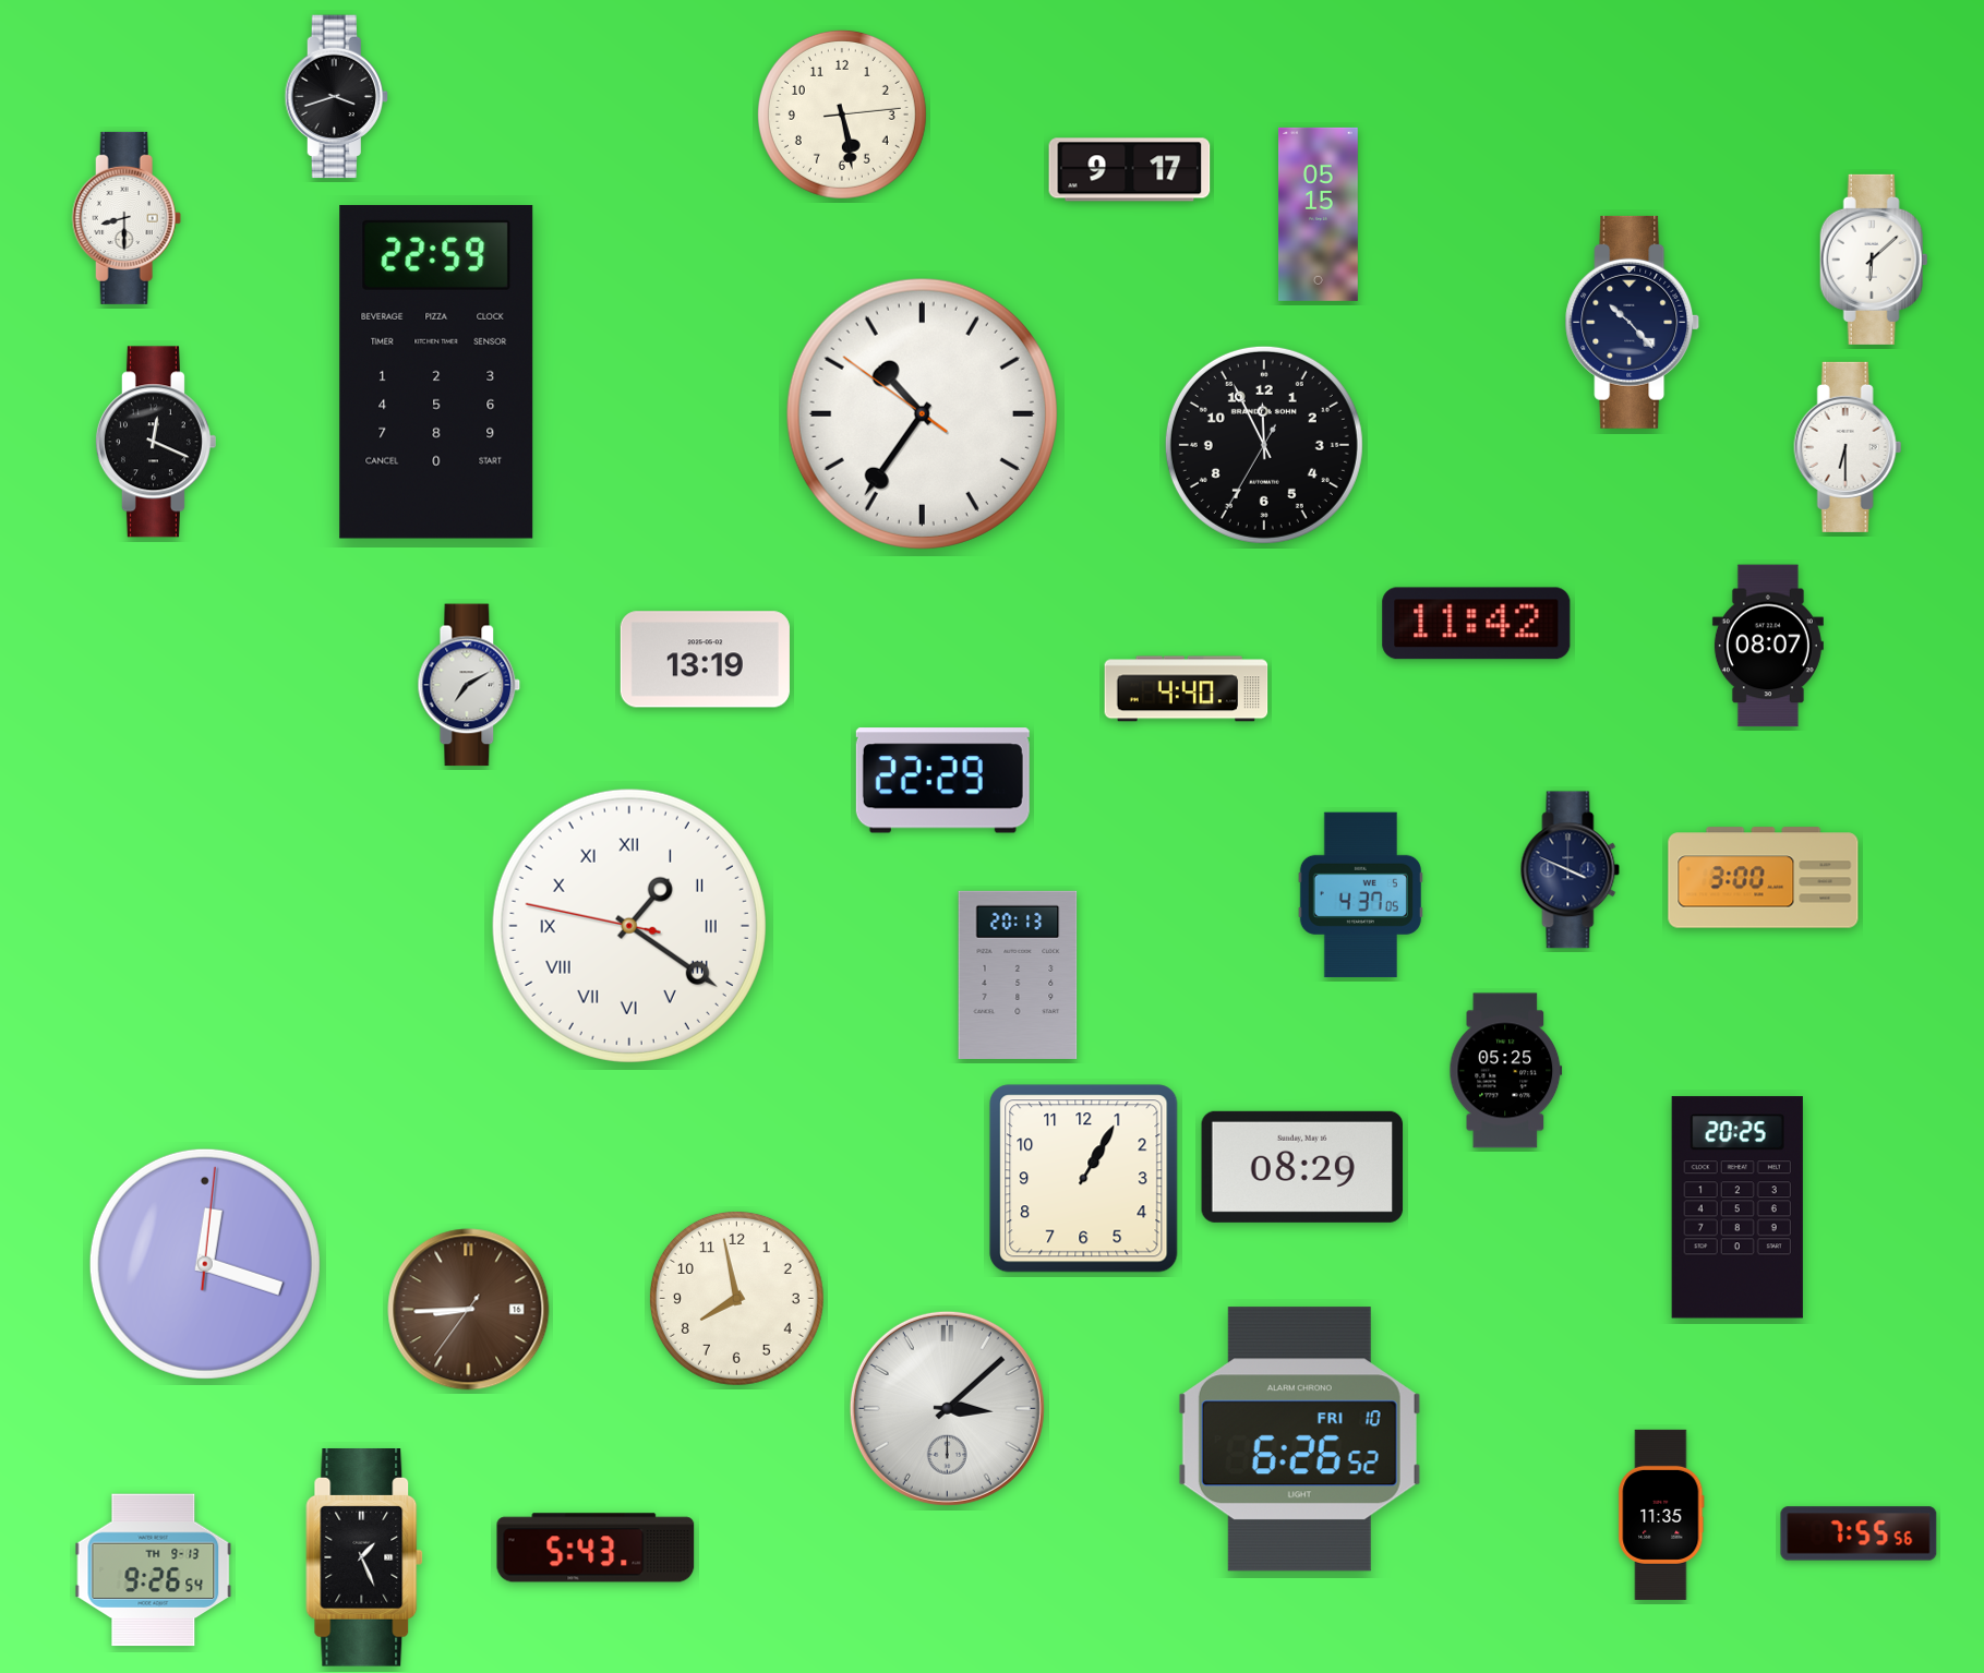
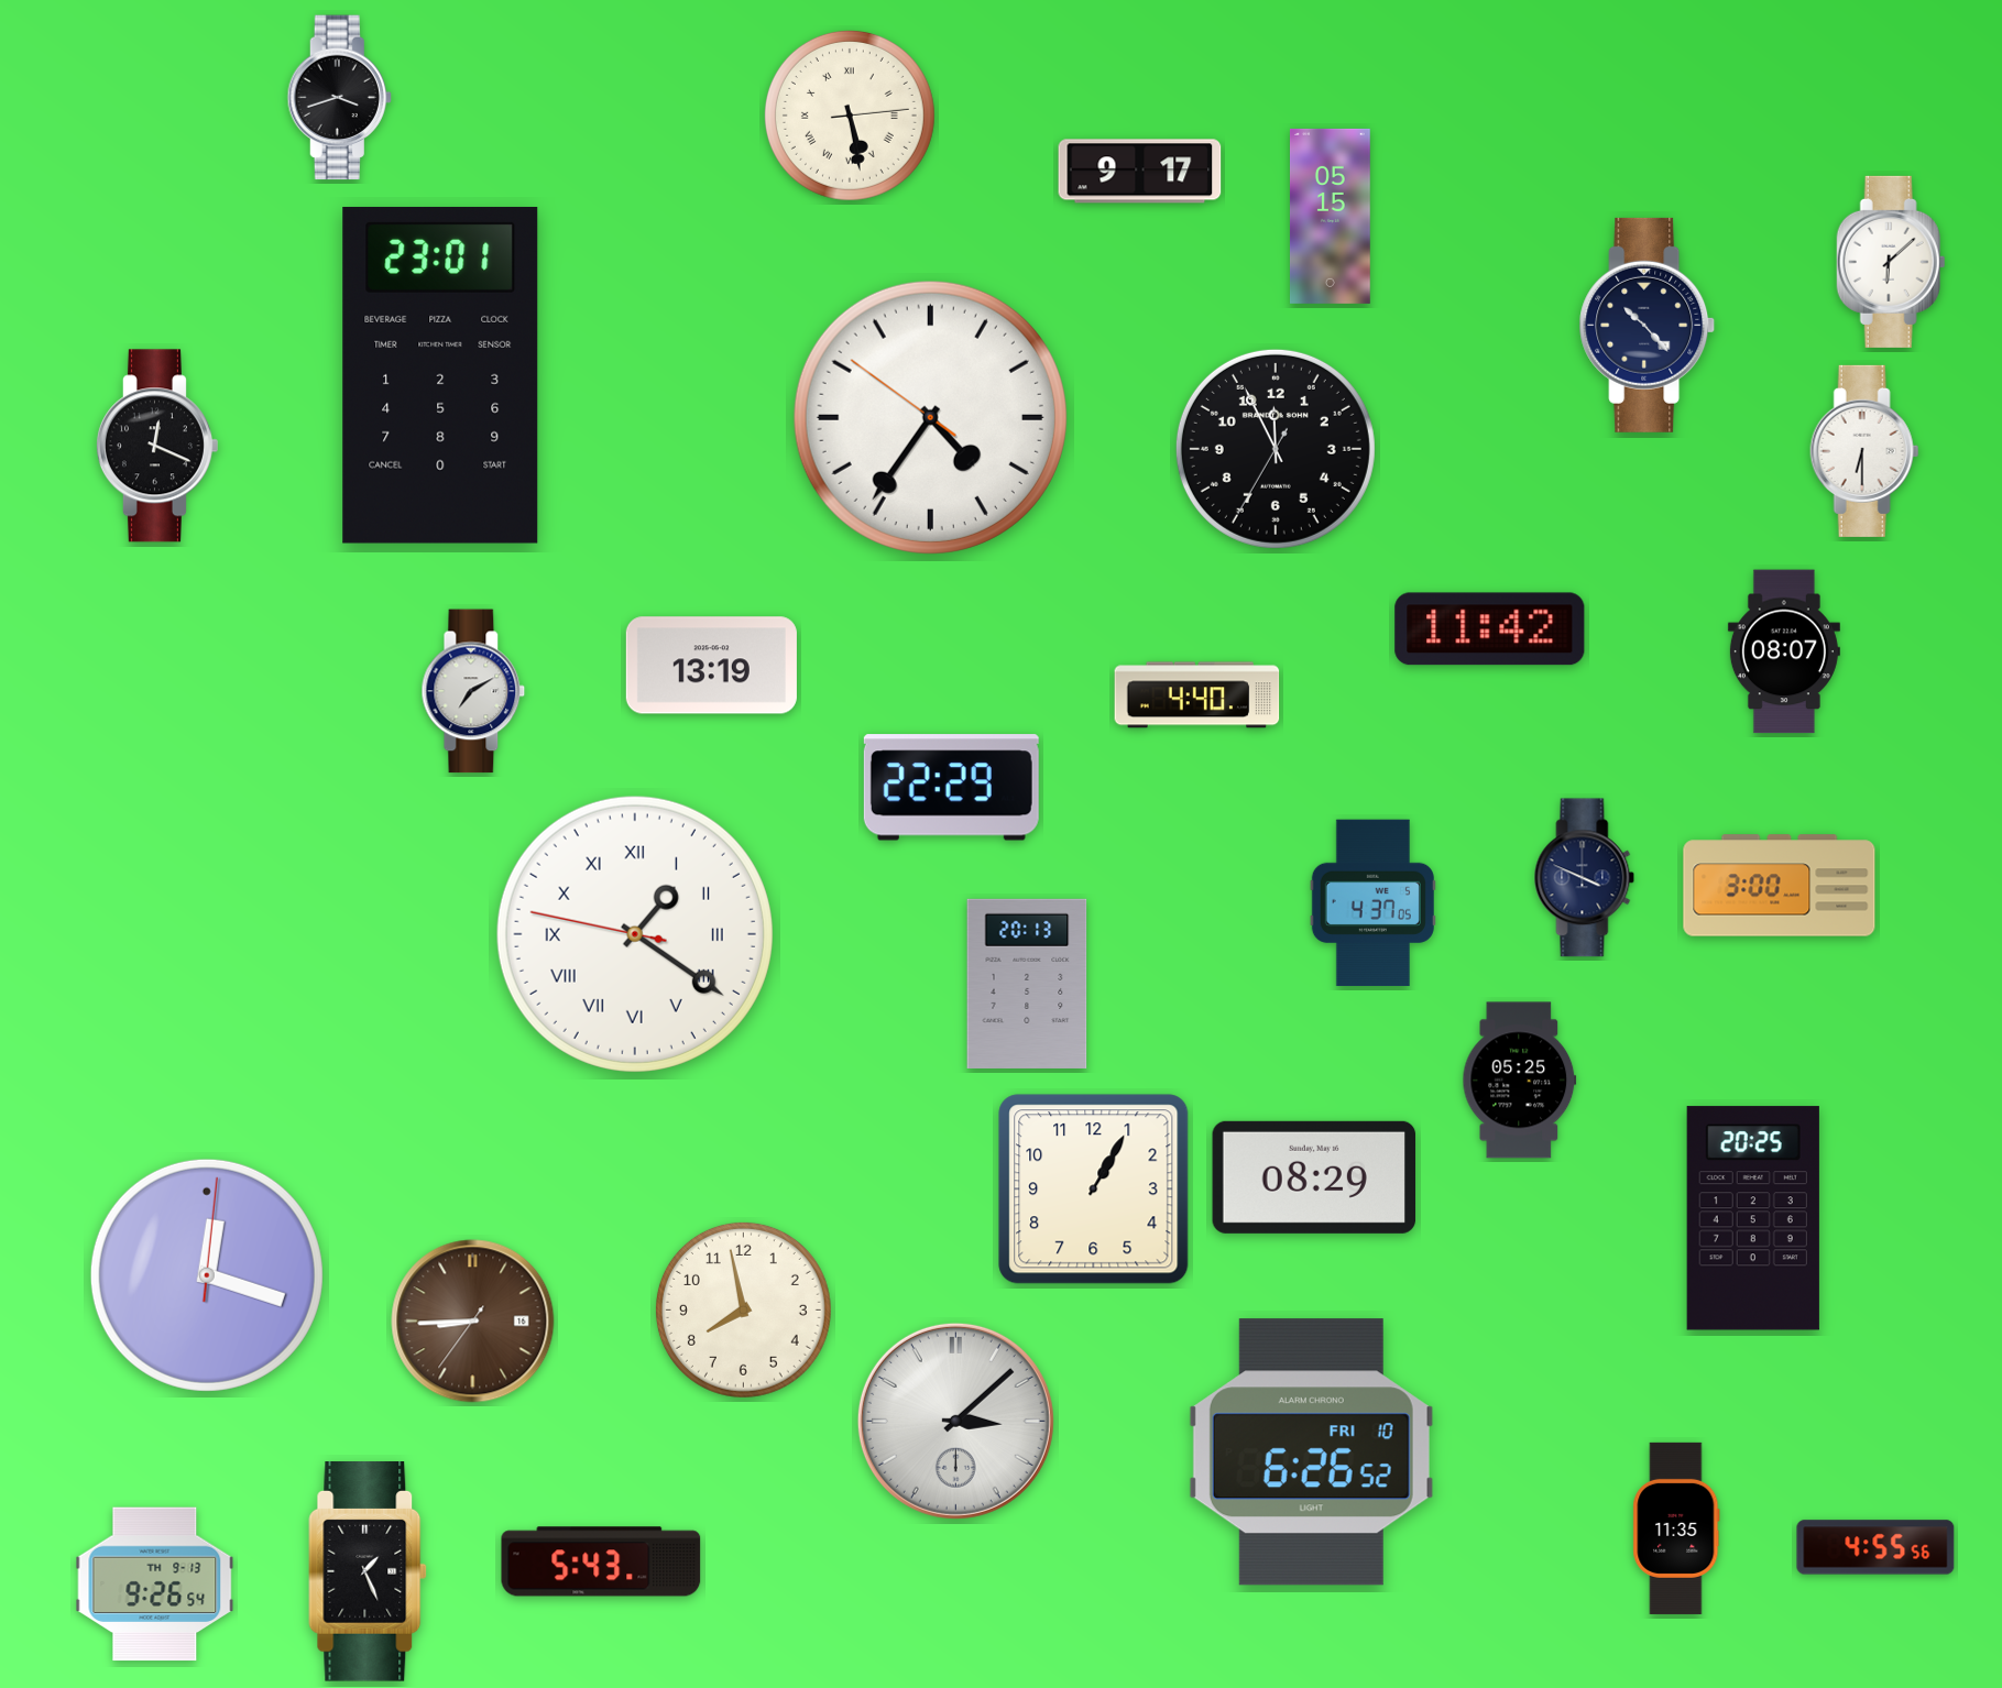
clock at (842, 115) numerals: Arabic -> Roman
clock at (127, 218): 8:30 -> none
clock at (436, 372): 22:59 -> 23:01
clock at (922, 413): 10:35 -> 4:35
clock at (1859, 1533): 7:55 -> 4:55
